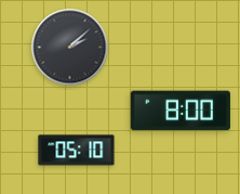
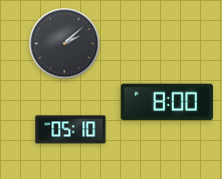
clock at (77, 151) position: (77, 151) -> (71, 130)
